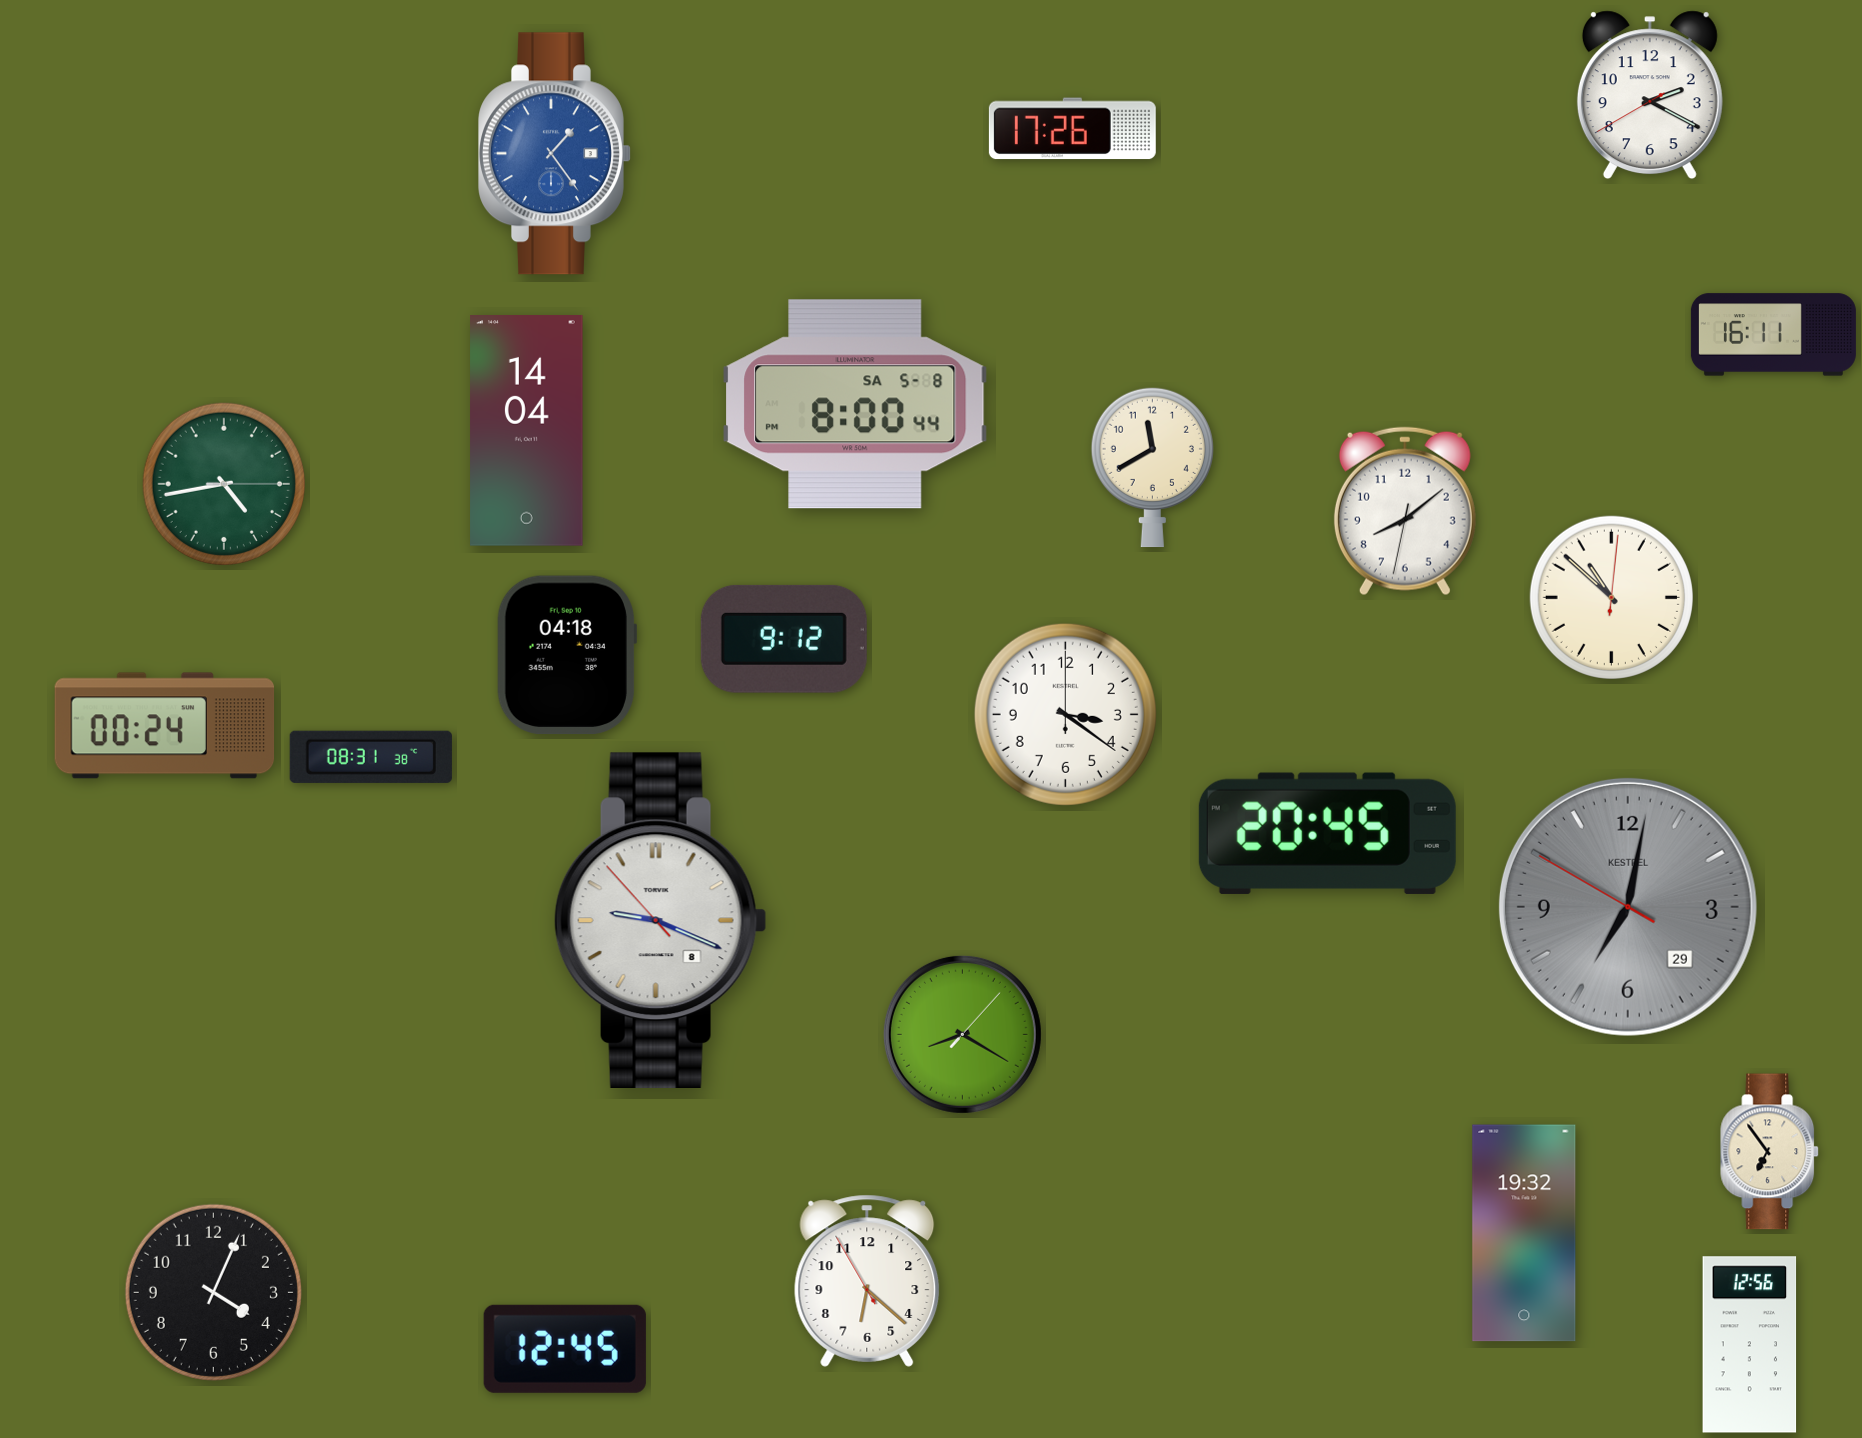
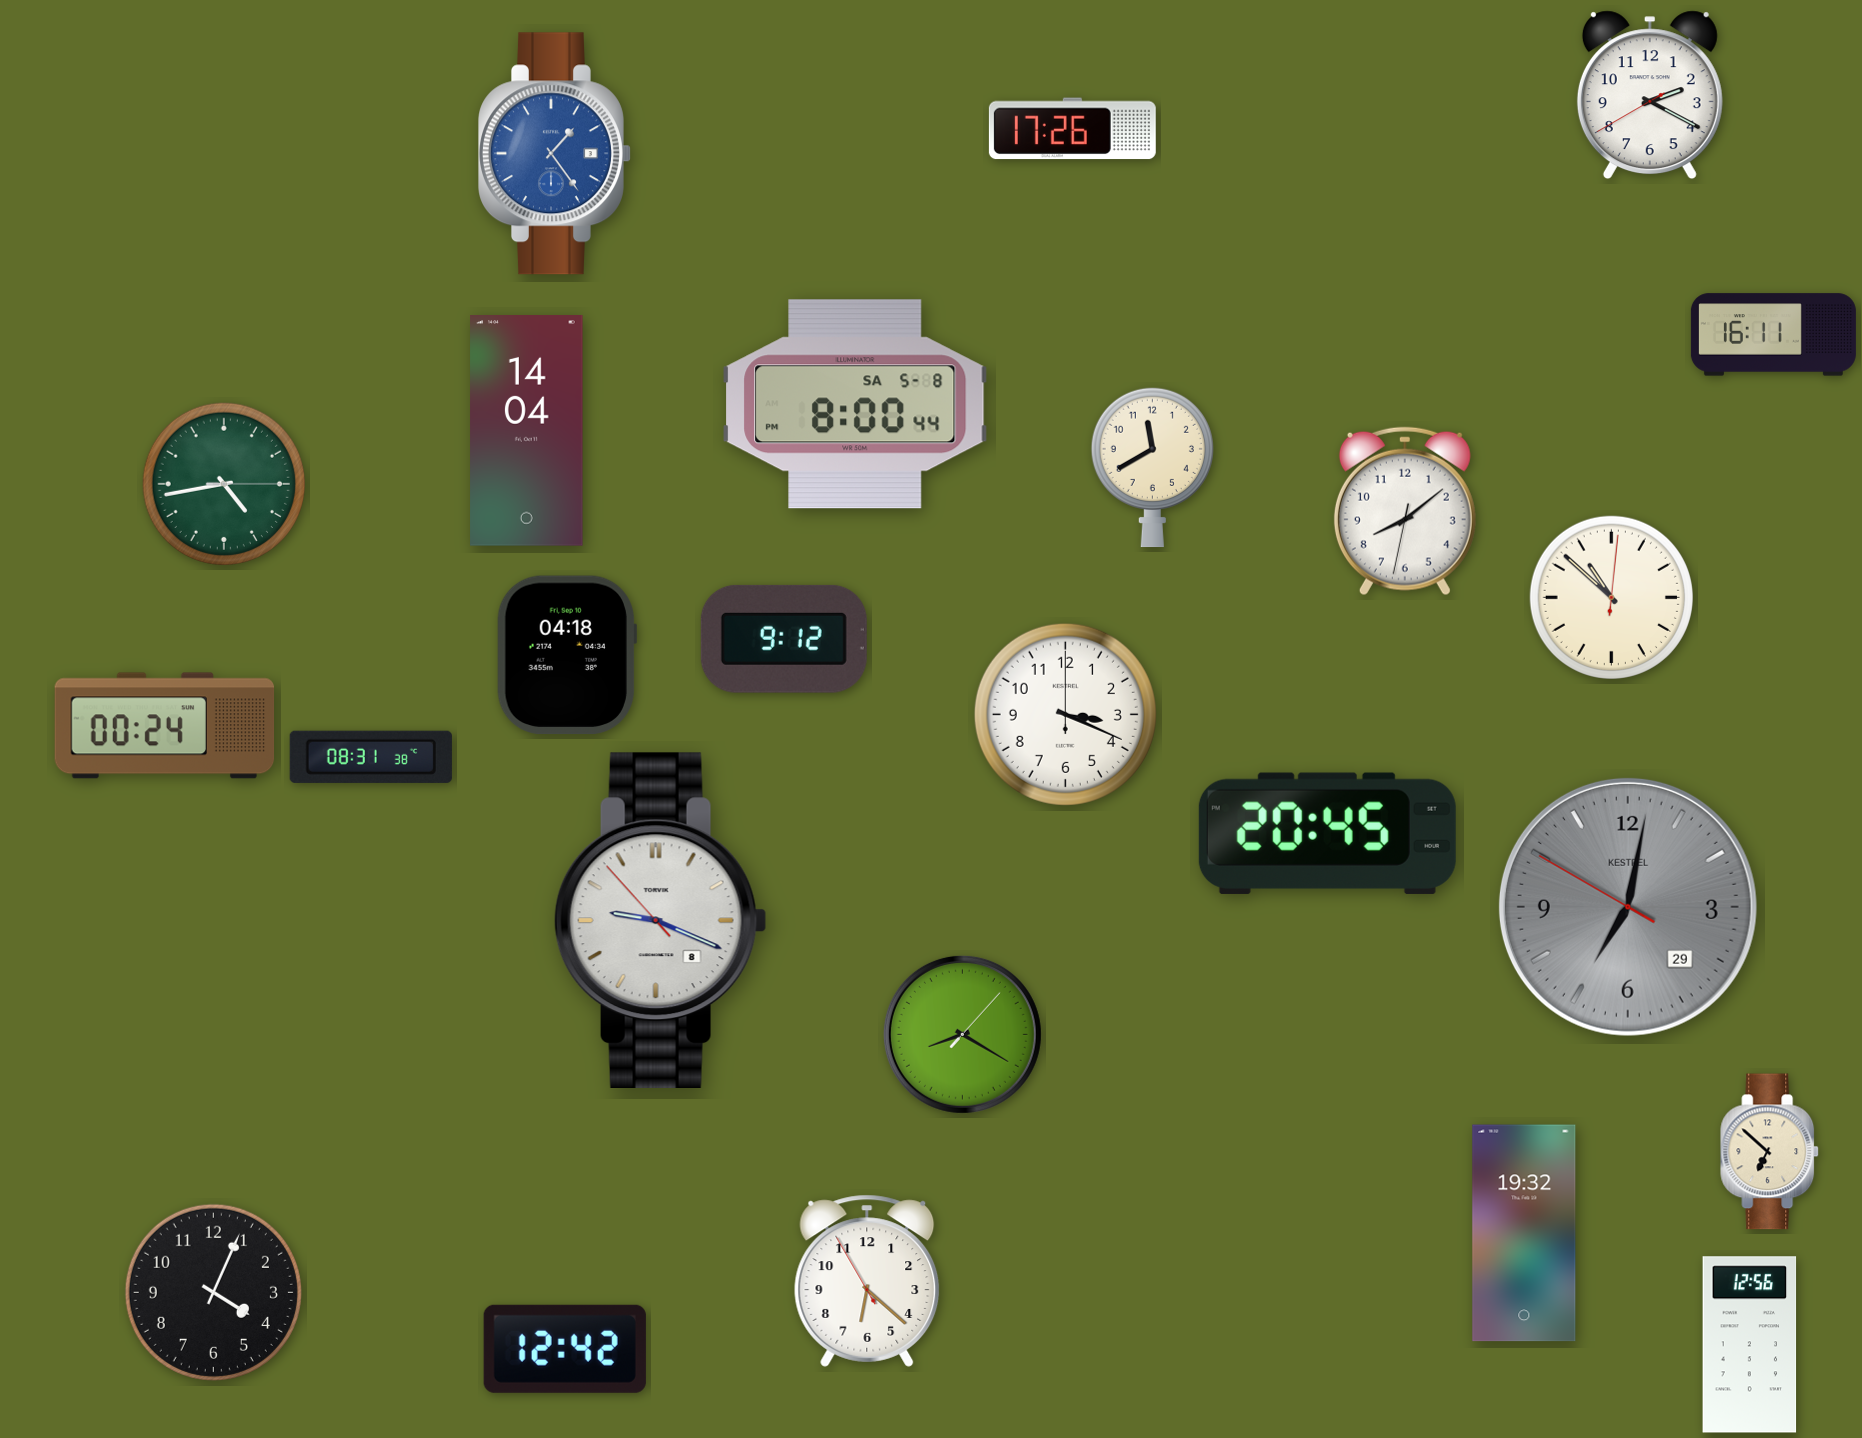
clock at (1065, 714): 3:21 -> 3:19
clock at (1770, 1152): 6:54 -> 6:52
clock at (565, 1349): 12:45 -> 12:42
